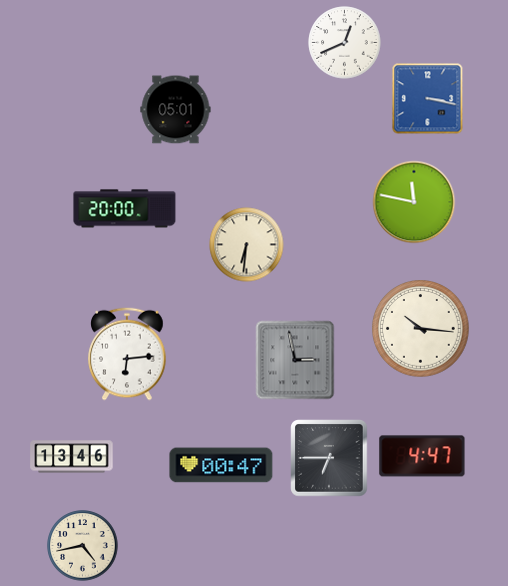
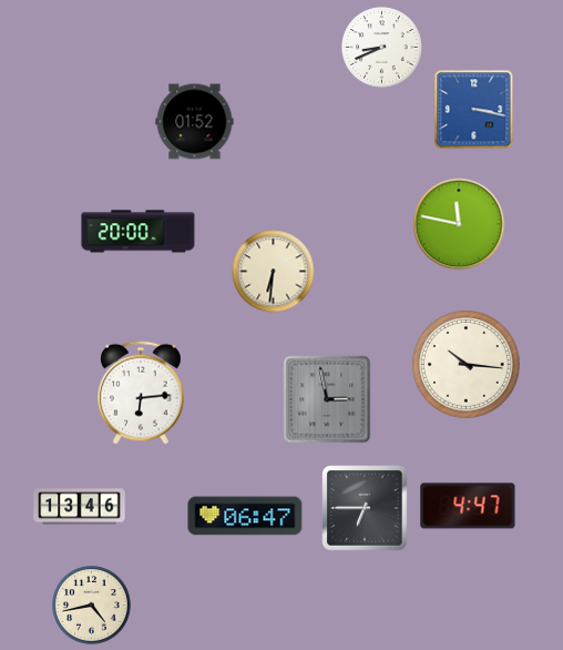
clock at (345, 43): 12:41 -> 8:41
clock at (176, 110): 05:01 -> 01:52
clock at (221, 465): 00:47 -> 06:47
